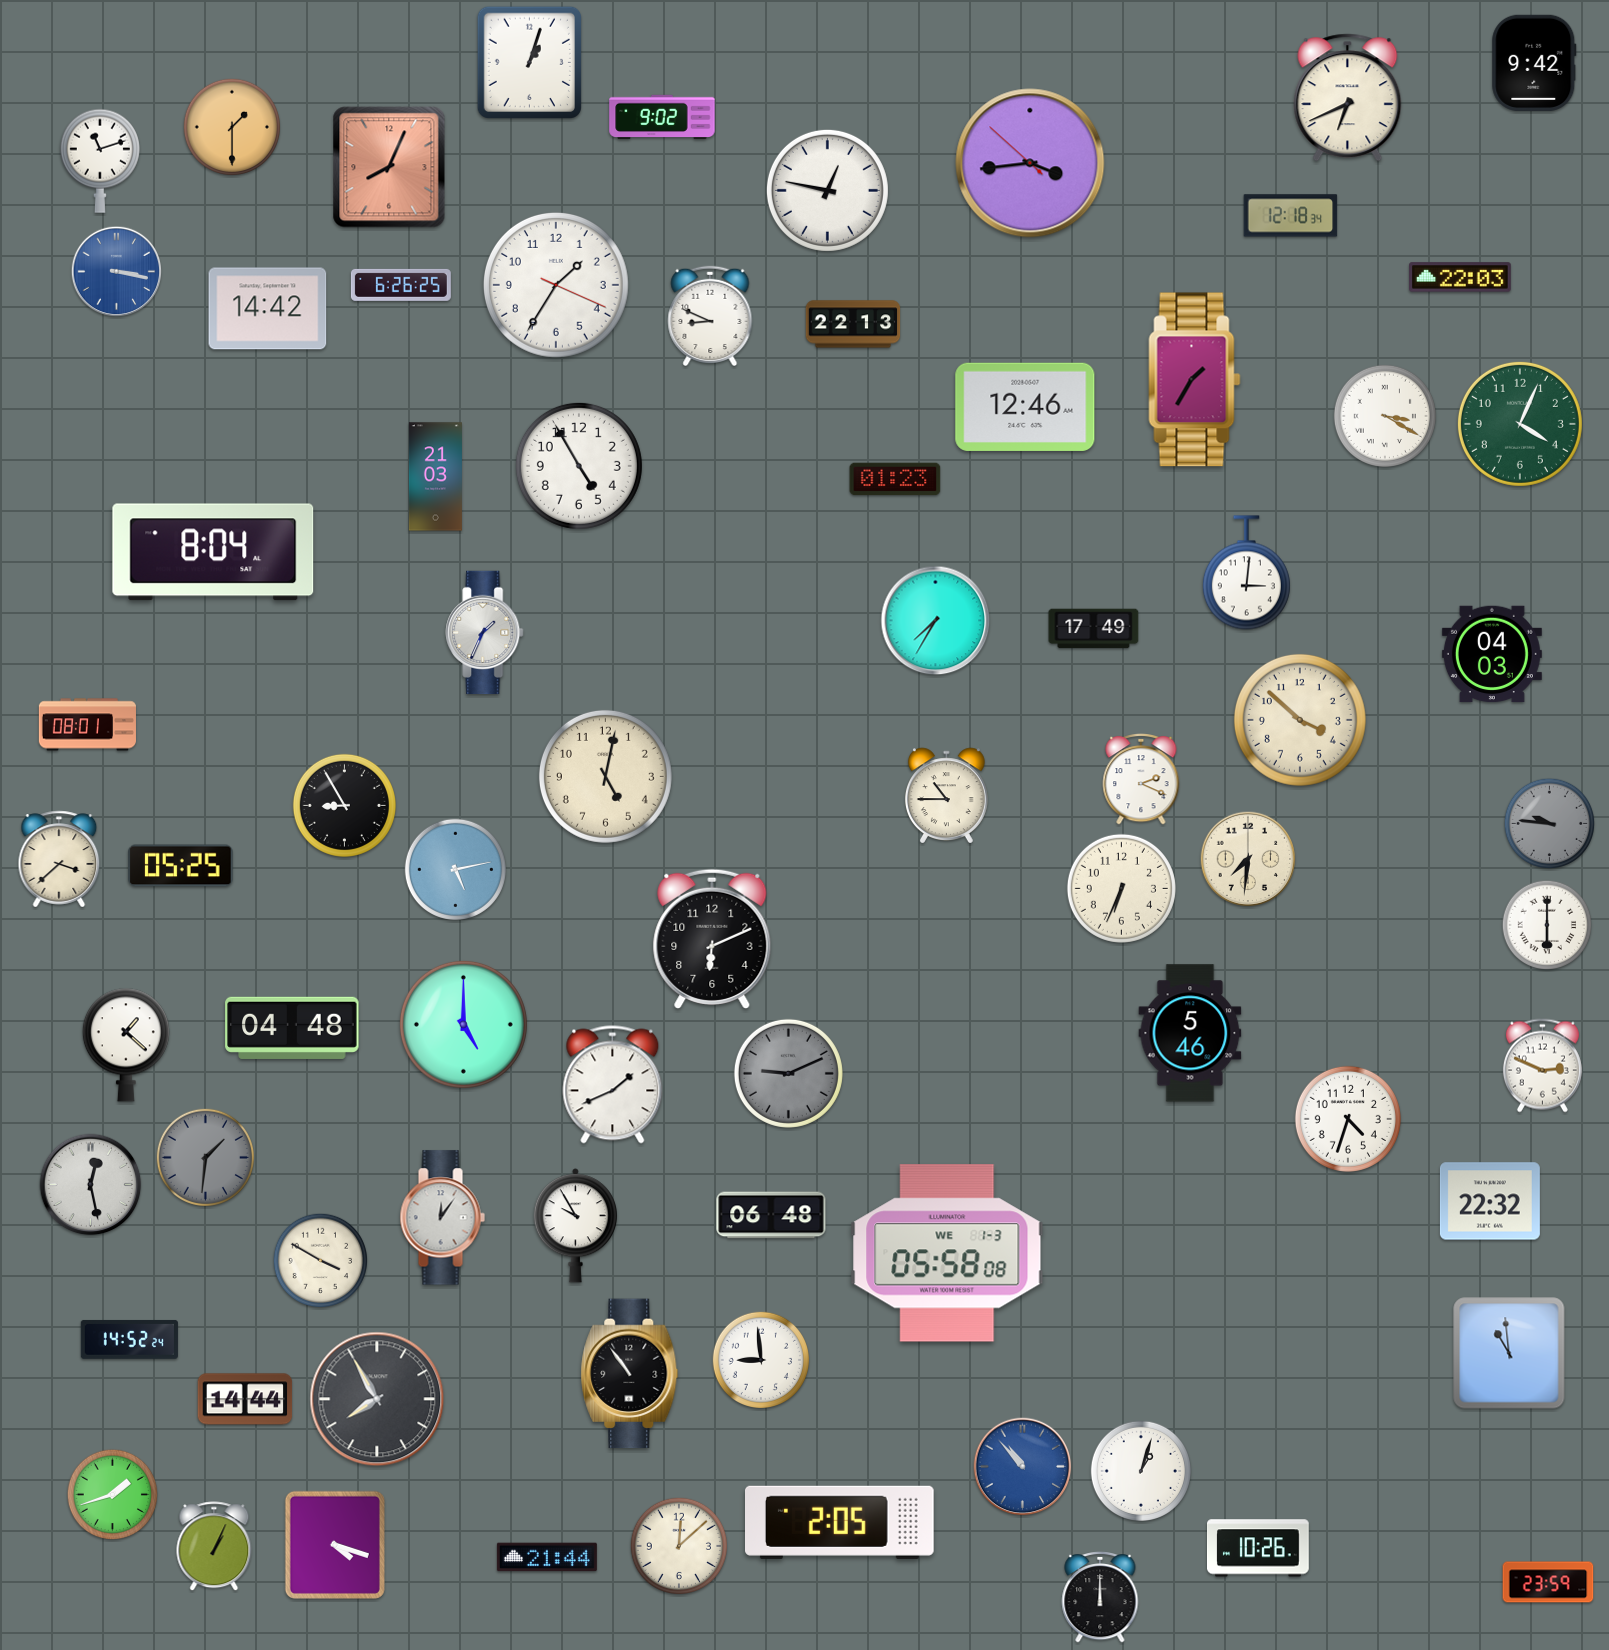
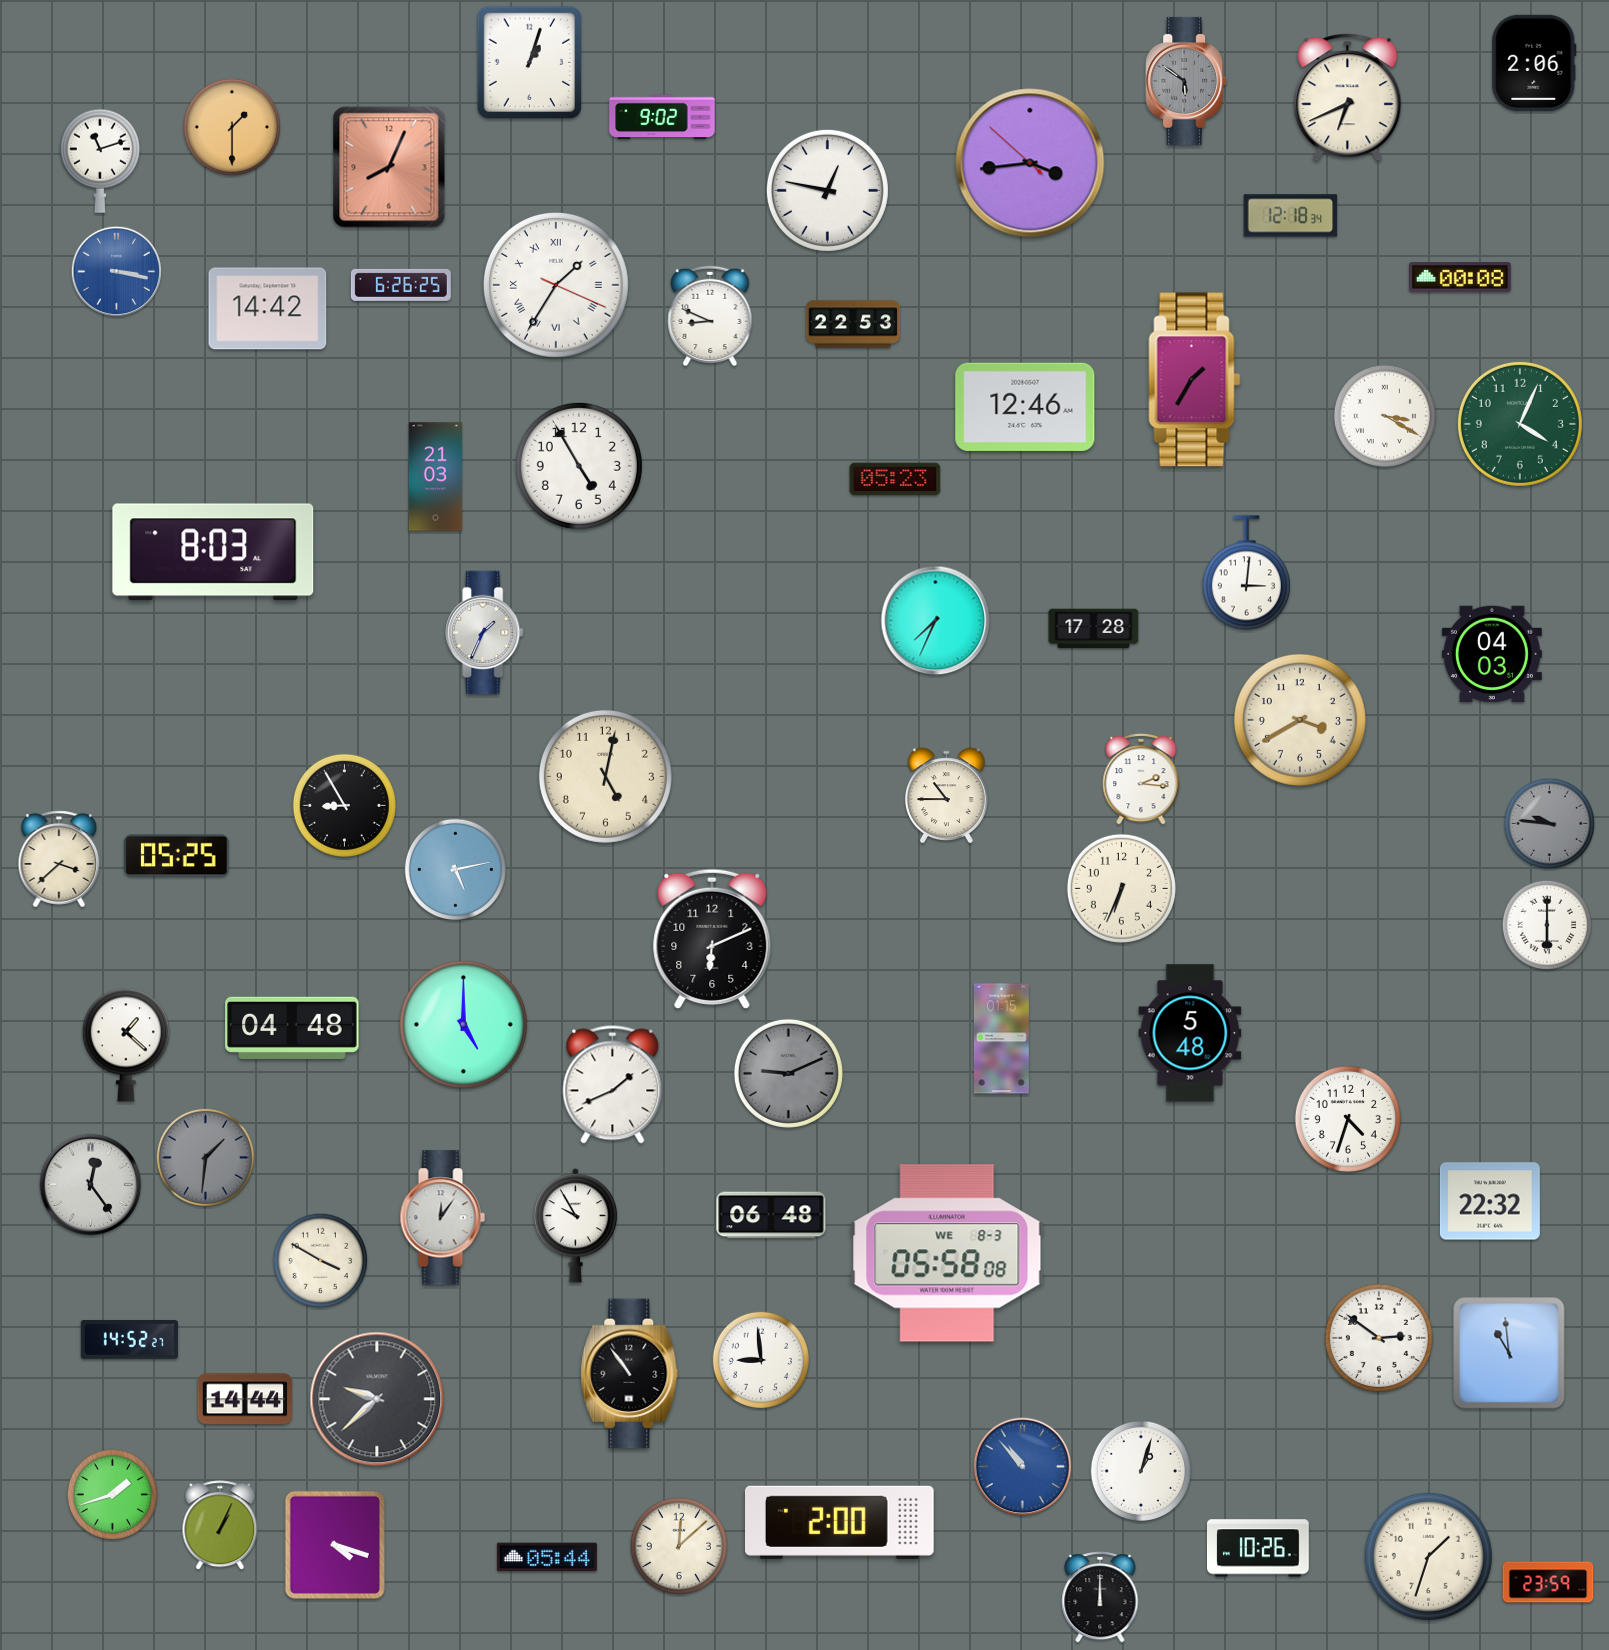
clock at (1534, 63): 9:42 -> 2:06
clock at (1186, 81): none -> 5:51
clock at (1461, 277): 22:03 -> 00:08
clock at (556, 285) numerals: Arabic -> Roman
clock at (853, 324): 22:13 -> 22:53
clock at (895, 479): 01:23 -> 05:23
clock at (213, 552): 8:04 -> 8:03
clock at (936, 621): 7:35 -> 7:34
clock at (1094, 629): 17:49 -> 17:28
clock at (1300, 720): 3:52 -> 3:40
clock at (87, 725): 08:01 -> none
clock at (1141, 779): 2:19 -> 2:16
clock at (1248, 859): 7:31 -> none
clock at (181, 866) position: (181, 866) -> (177, 856)
clock at (1190, 1033): 5:46 -> 5:48
clock at (1001, 1039): none -> 01:15
clock at (1542, 1066): 2:49 -> none
clock at (91, 1185): 12:28 -> 12:24
clock at (947, 1253) date: WE 1-3 -> WE 8-3
clock at (1379, 1338): none -> 2:51
clock at (129, 1339): 14:52:24 -> 14:52:27
clock at (377, 1399): 7:55 -> 9:38
clock at (840, 1522): 2:05 -> 2:00
clock at (214, 1547) position: (214, 1547) -> (220, 1526)
clock at (1428, 1556): none -> 1:33
clock at (547, 1557): 21:44 -> 05:44
